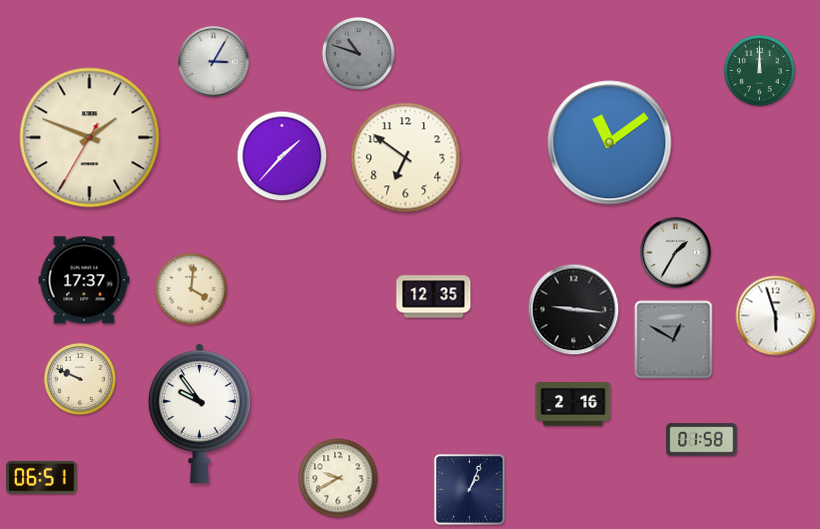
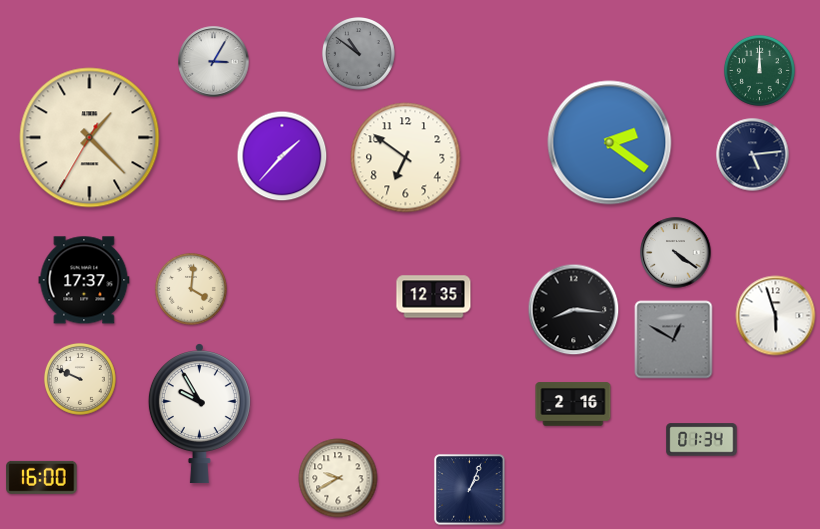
clock at (359, 54): 10:48 -> 10:51
clock at (90, 138): 1:48 -> 1:22
clock at (610, 143): 11:09 -> 2:21
clock at (753, 155): none -> 5:14
clock at (676, 253): 1:35 -> 4:21
clock at (574, 310): 9:16 -> 8:16
clock at (199, 414): 9:54 -> 9:55
clock at (702, 440): 01:58 -> 01:34
clock at (42, 477): 06:51 -> 16:00
